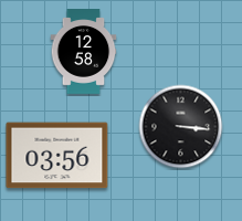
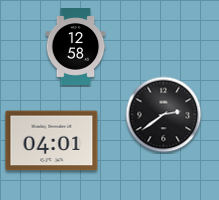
clock at (181, 127): 3:16 -> 2:39
clock at (57, 156): 03:56 -> 04:01
